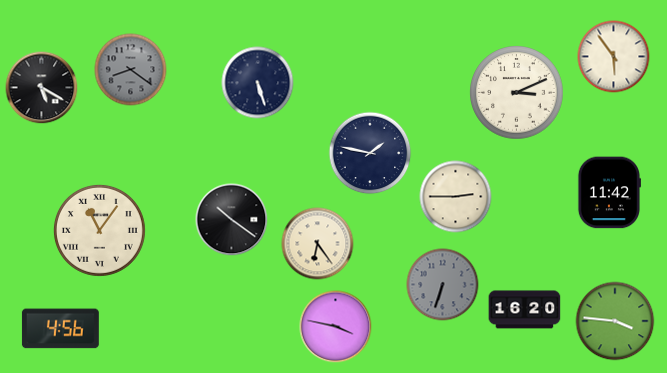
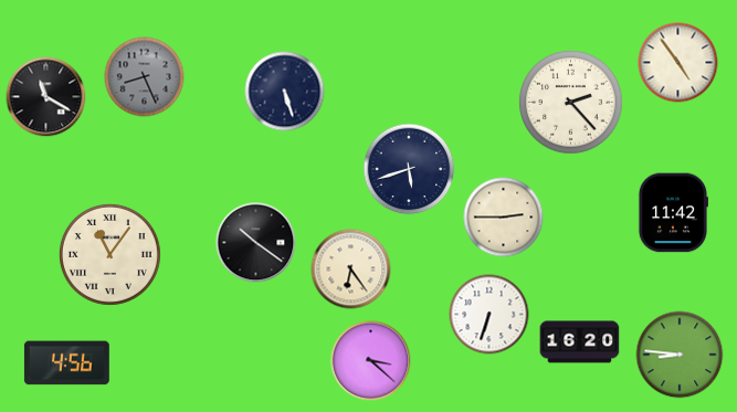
clock at (614, 57): 5:54 -> 4:54
clock at (131, 70): 8:21 -> 8:26
clock at (42, 88): 5:20 -> 11:20
clock at (517, 93): 3:11 -> 2:23
clock at (370, 153): 1:47 -> 5:42
clock at (443, 285) dial: grey -> white
clock at (615, 321): 3:46 -> 8:46
clock at (336, 327): 3:47 -> 3:22
